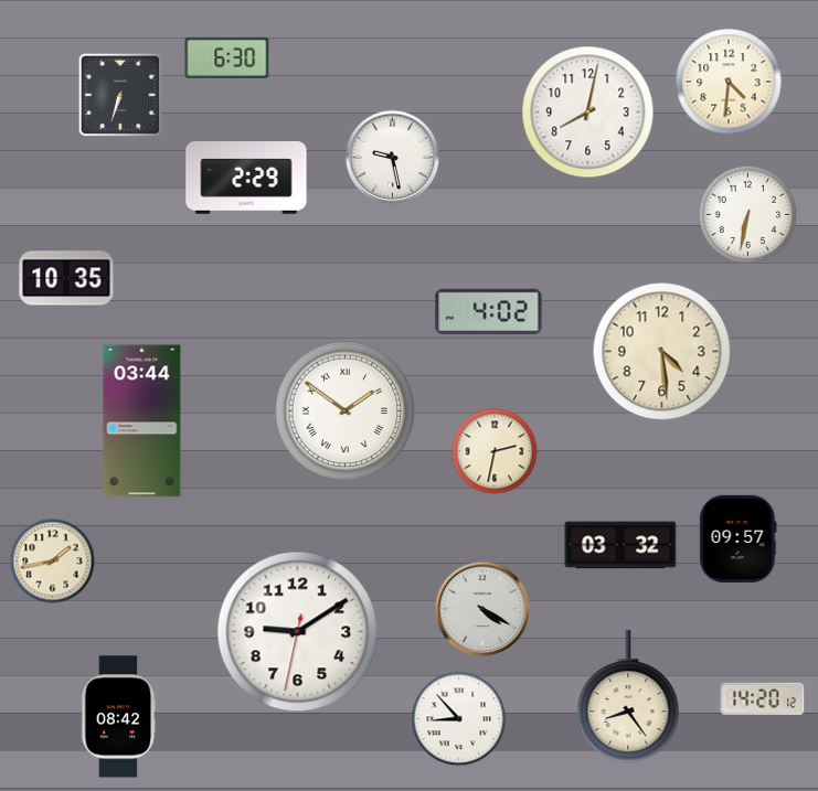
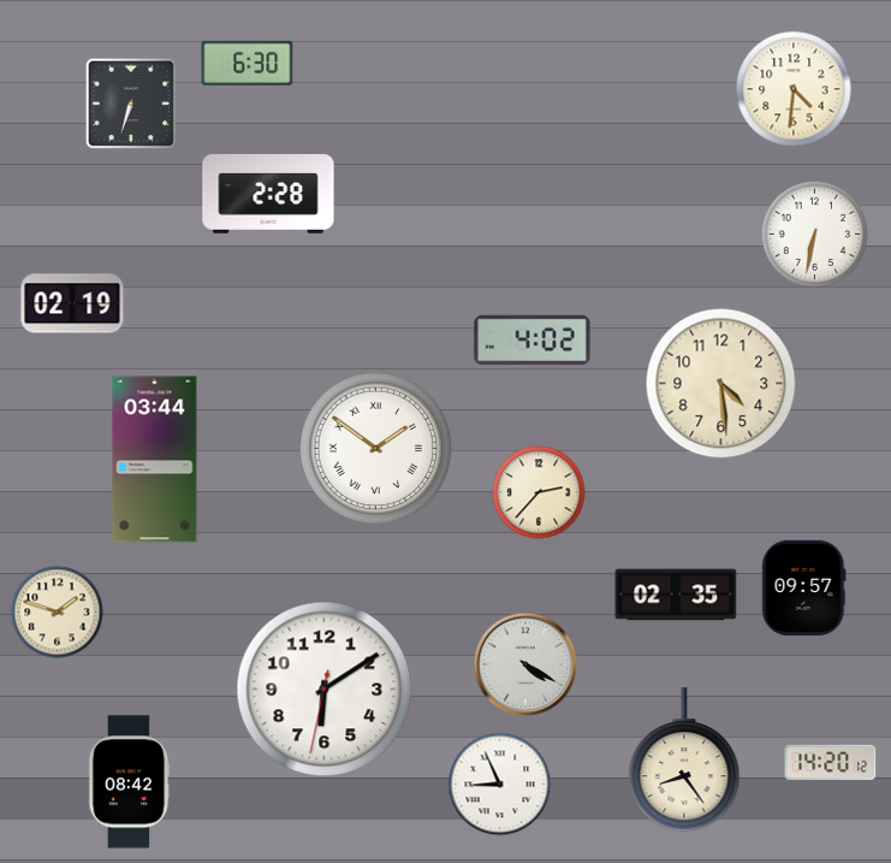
clock at (588, 113): 8:02 -> none
clock at (393, 158): 9:28 -> none
clock at (246, 179): 2:29 -> 2:28
clock at (66, 278): 10:35 -> 02:19
clock at (495, 451): 2:32 -> 2:37
clock at (620, 545): 03:32 -> 02:35
clock at (53, 562): 1:43 -> 1:48
clock at (298, 632): 9:09 -> 6:09
clock at (459, 719): 8:53 -> 8:56
